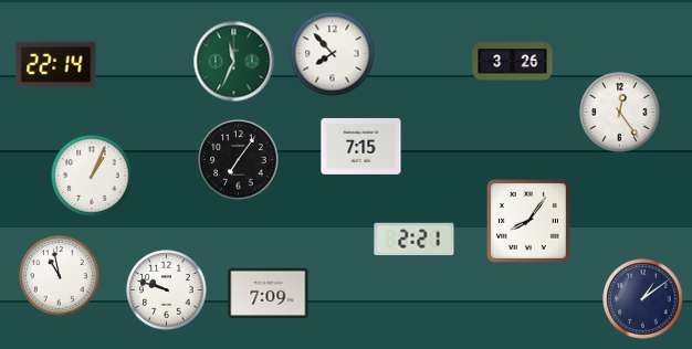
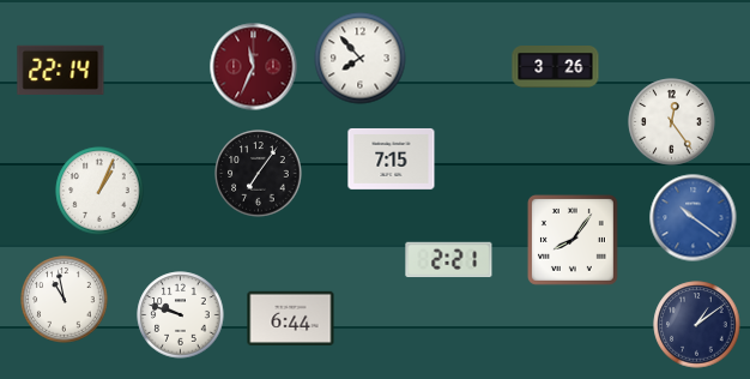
clock at (234, 62) dial: green -> burgundy
clock at (694, 218): none -> 10:21
clock at (269, 293): 7:09 -> 6:44
